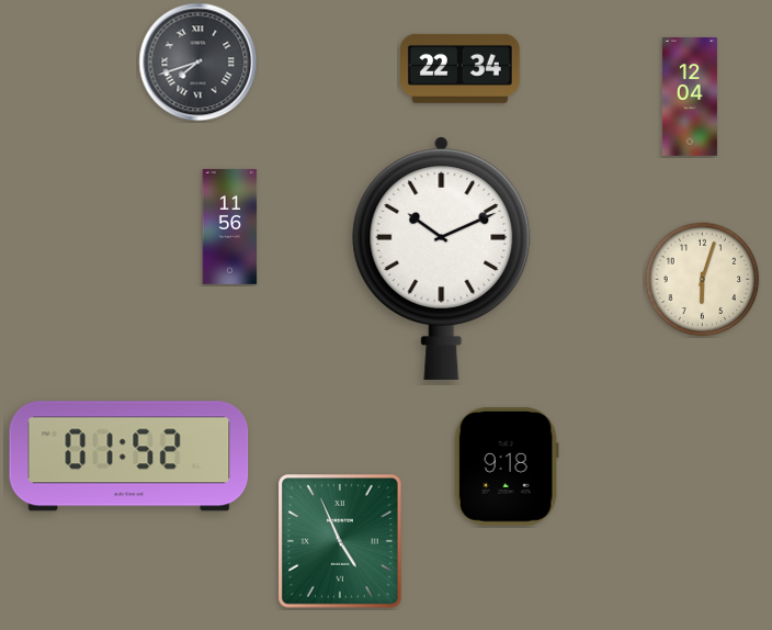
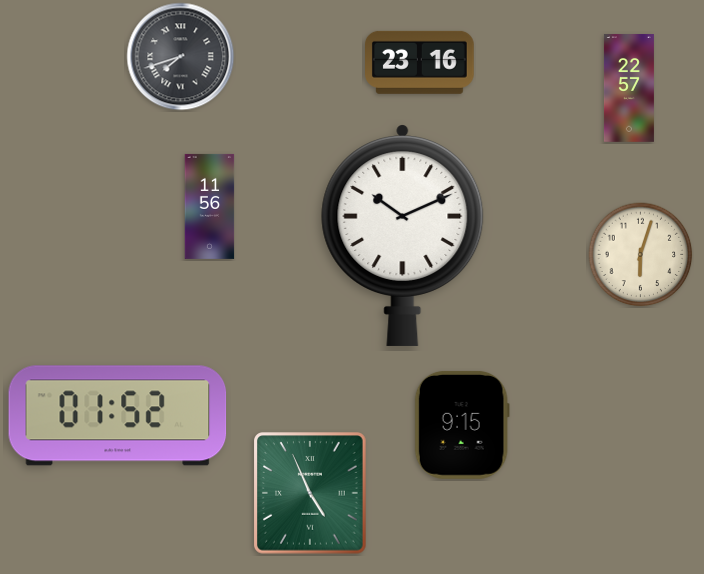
clock at (461, 68): 22:34 -> 23:16
clock at (690, 97): 12:04 -> 22:57
clock at (507, 466): 9:18 -> 9:15
